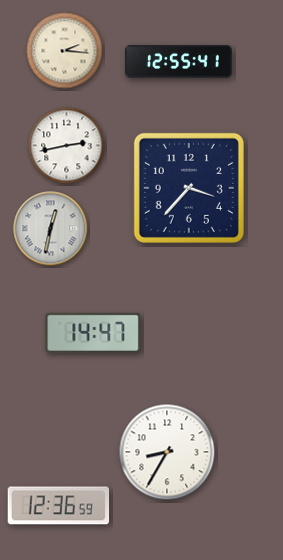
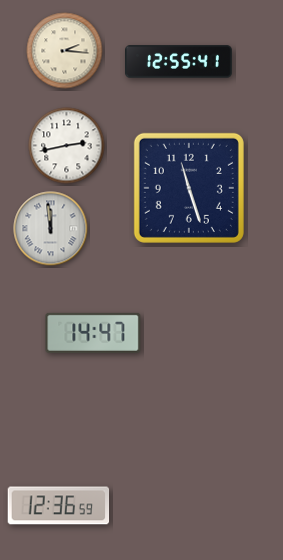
clock at (189, 188): 3:37 -> 11:27
clock at (51, 229): 12:32 -> 11:59
clock at (167, 452): 8:35 -> none
